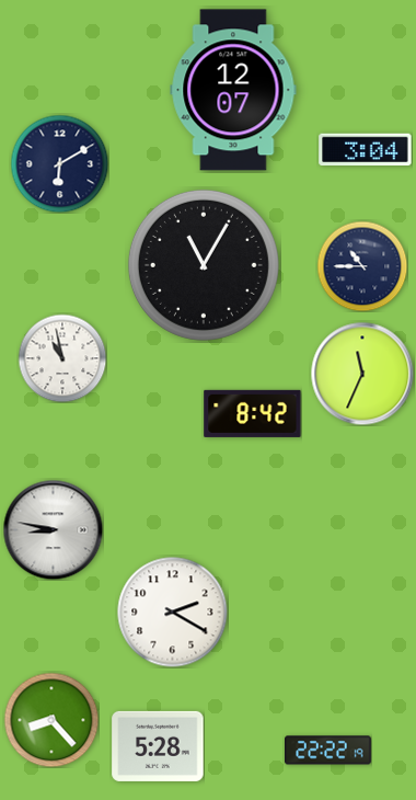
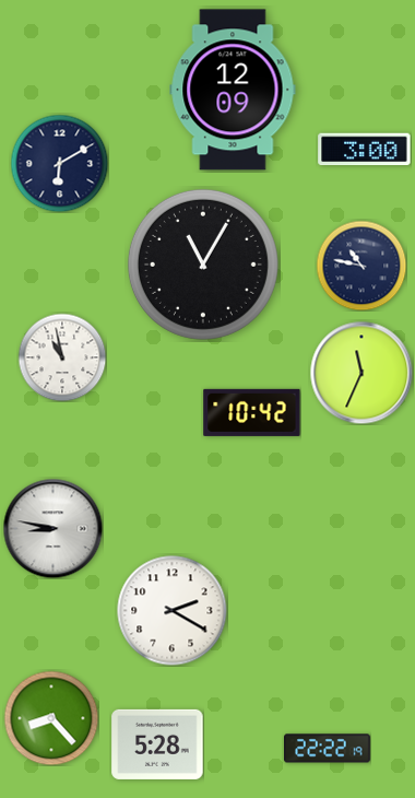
clock at (233, 90): 12:07 -> 12:09
clock at (366, 150): 3:04 -> 3:00
clock at (362, 266): 10:45 -> 10:47
clock at (253, 413): 8:42 -> 10:42
